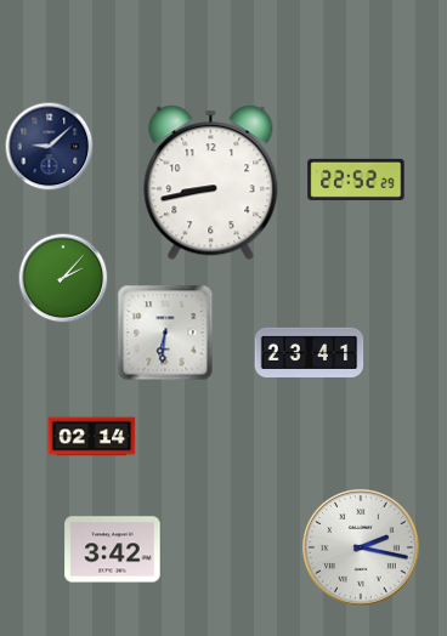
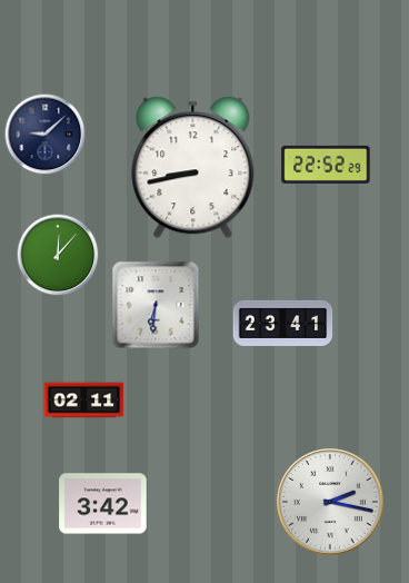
clock at (63, 278): 2:07 -> 12:07
clock at (165, 333) position: (165, 333) -> (156, 305)
clock at (92, 437): 02:14 -> 02:11
